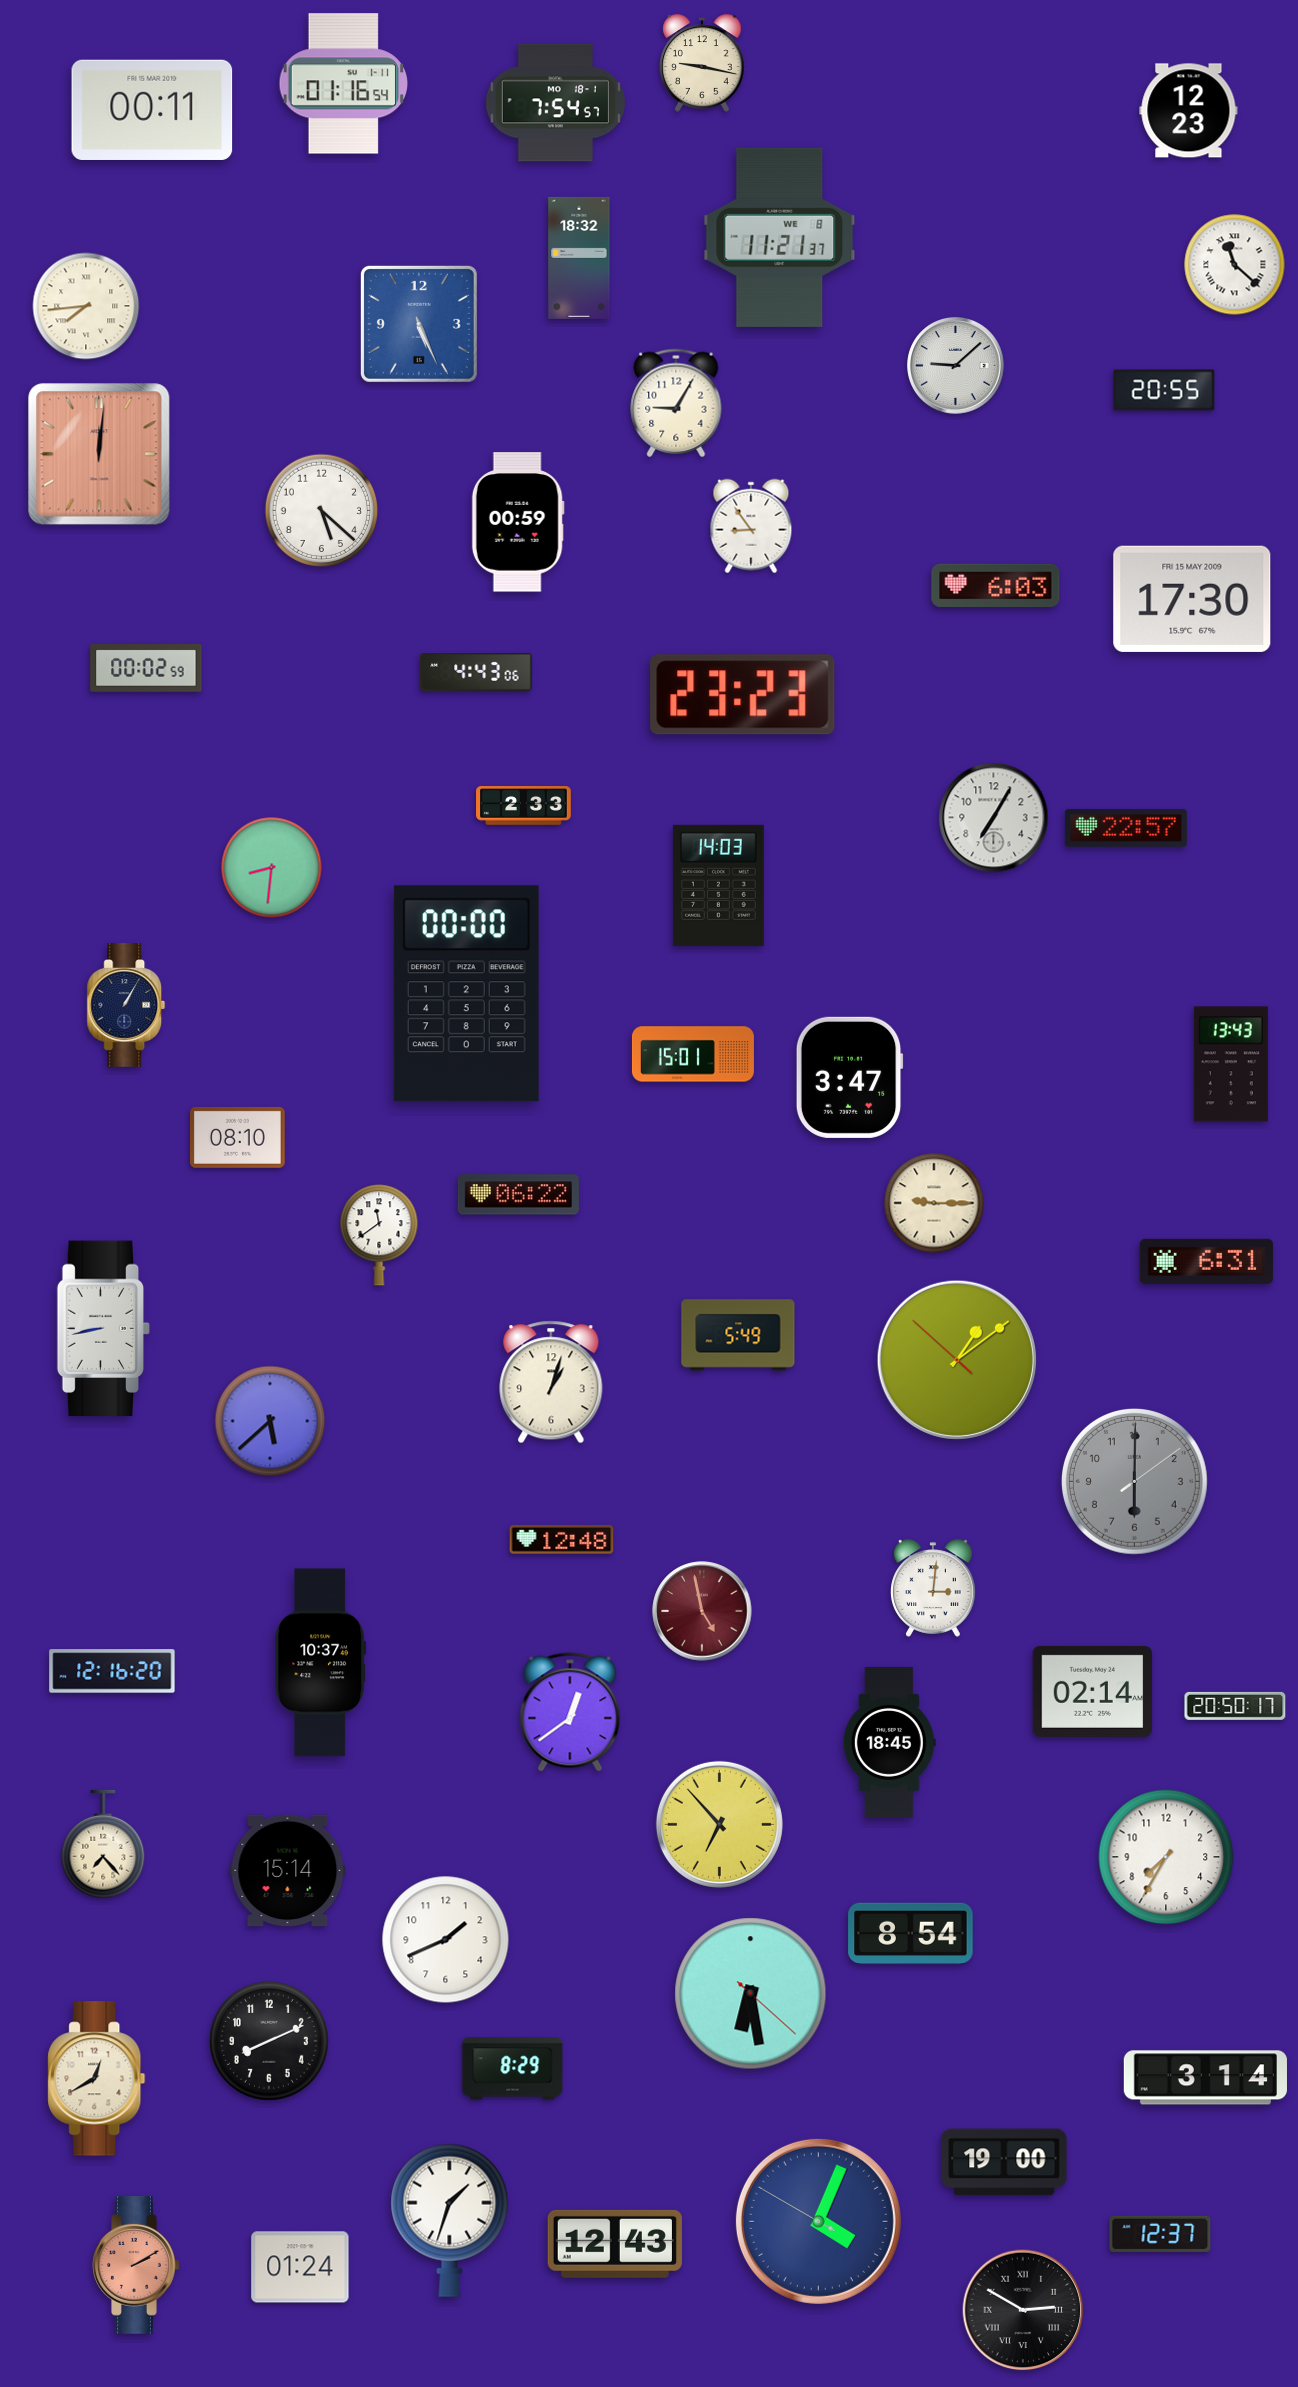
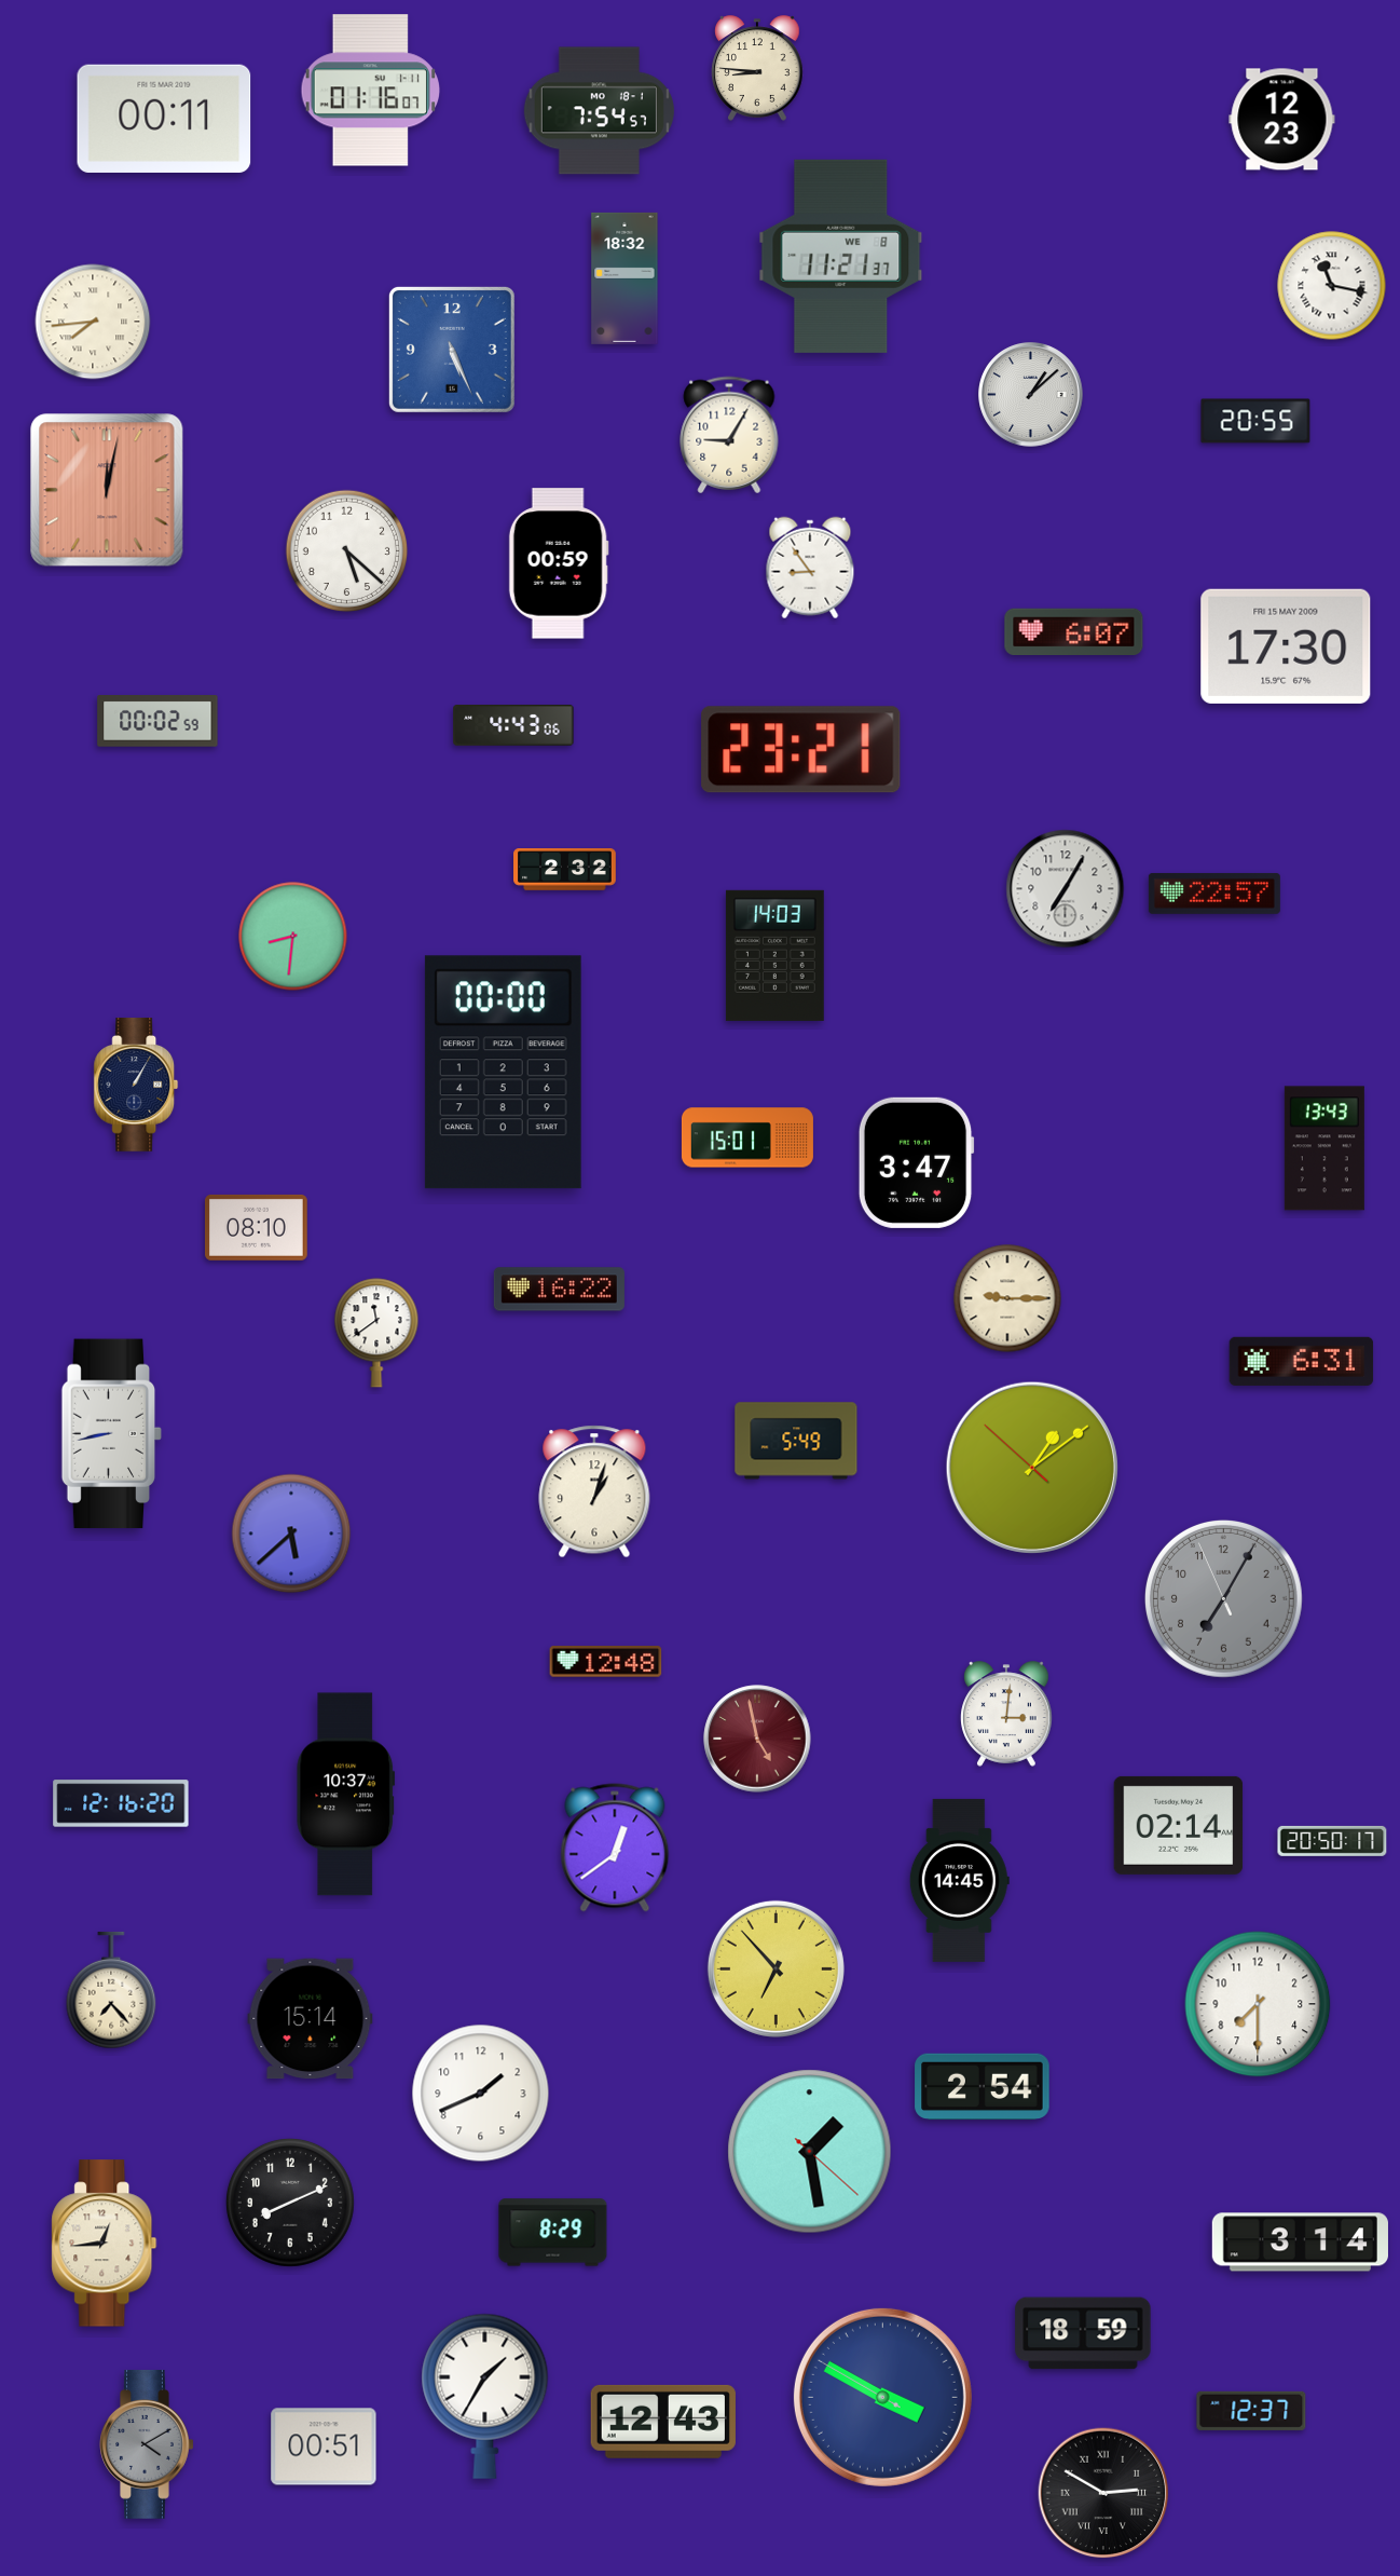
clock at (702, 63): 9:17 -> 8:46
clock at (343, 84): 01:16:54 -> 01:16:07
clock at (1235, 265): 11:22 -> 11:17
clock at (86, 306) position: (86, 306) -> (93, 322)
clock at (956, 366): 9:08 -> 1:08
clock at (99, 454): 12:01 -> 12:02
clock at (996, 585): 6:03 -> 6:07
clock at (743, 695): 23:23 -> 23:21
clock at (524, 806): 2:33 -> 2:32
clock at (994, 818) position: (994, 818) -> (1066, 889)
clock at (1231, 1064) position: (1231, 1064) -> (1324, 1148)
clock at (518, 1195): 06:22 -> 16:22
clock at (379, 1235) position: (379, 1235) -> (376, 1333)
clock at (1134, 1481): 6:00 -> 7:04
clock at (889, 1742): 18:45 -> 14:45
clock at (1166, 1857): 7:35 -> 7:30
clock at (911, 1934): 8:54 -> 2:54
clock at (751, 1994): 6:28 -> 1:28
clock at (97, 2079): 12:40 -> 12:44
clock at (1004, 2162): 19:00 -> 18:59
clock at (450, 2220): 1:33 -> 1:35
clock at (818, 2221): 4:03 -> 3:49
clock at (136, 2266): 2:10 -> 4:10
clock at (136, 2266) dial: salmon -> grey
clock at (300, 2267): 01:24 -> 00:51
